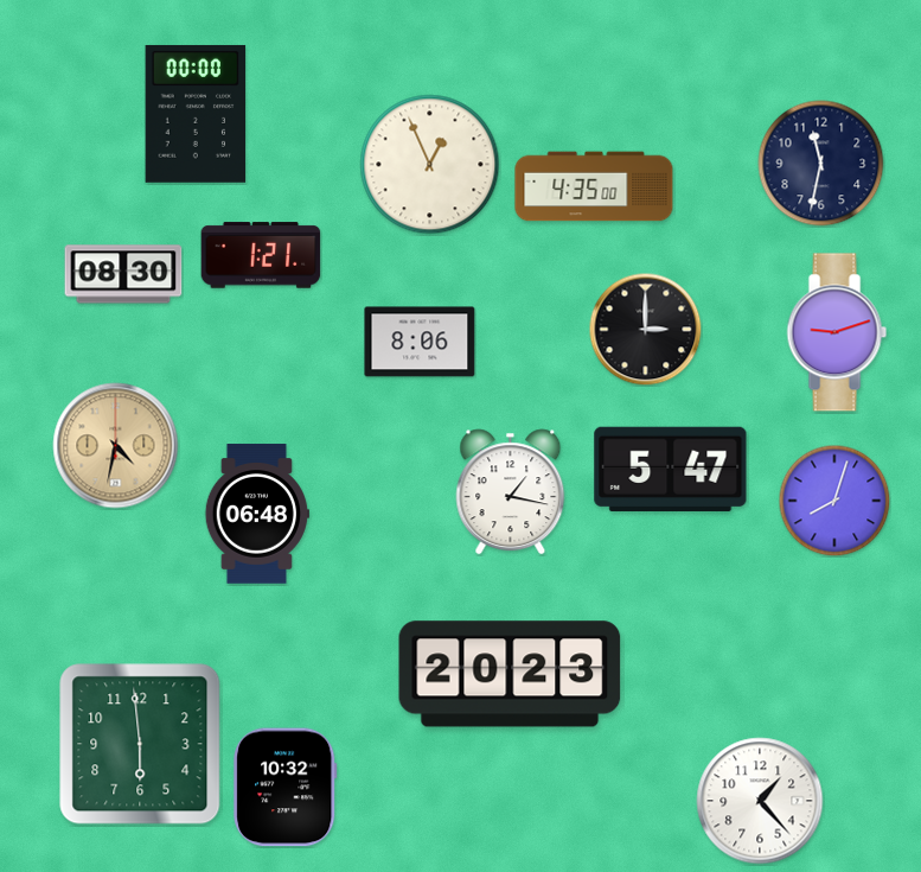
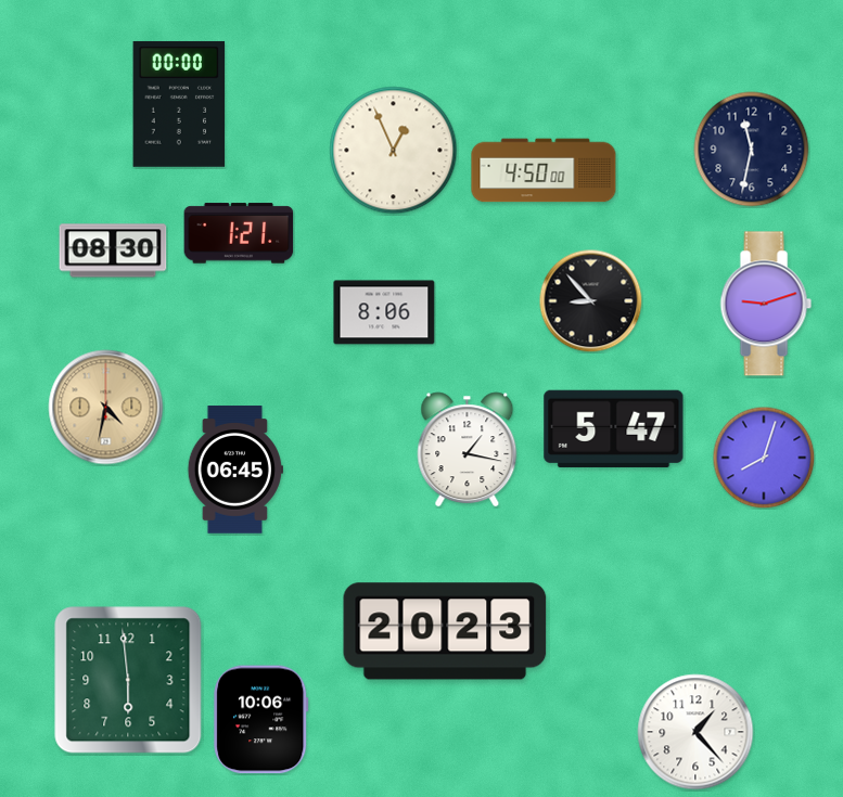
clock at (594, 186): 4:35 -> 4:50
clock at (645, 329): 3:00 -> 8:53
clock at (257, 514): 06:48 -> 06:45
clock at (510, 674) position: (510, 674) -> (445, 631)
clock at (286, 788): 10:32 -> 10:06
